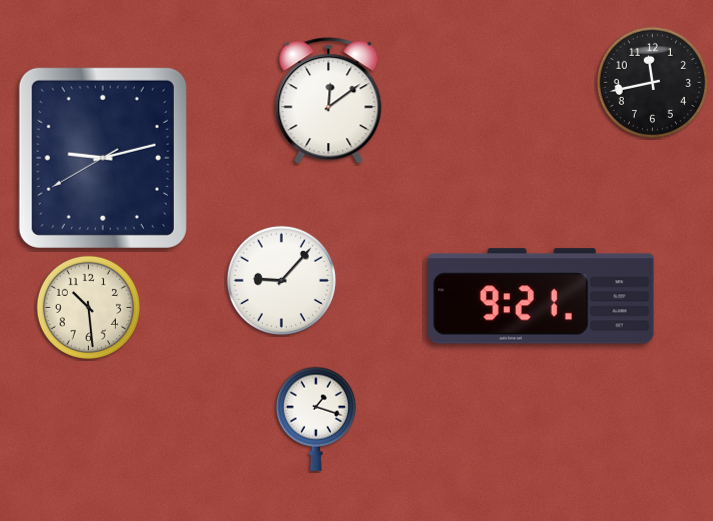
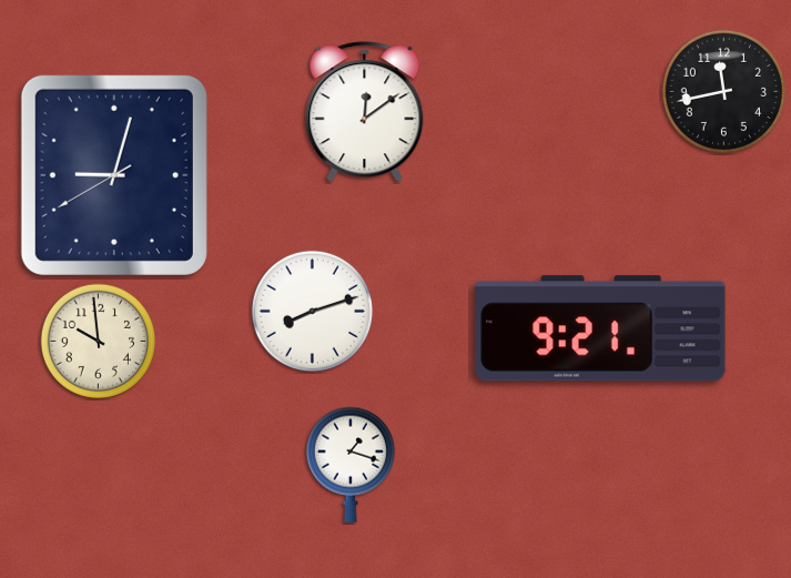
clock at (103, 158): 9:12 -> 9:02
clock at (281, 280): 9:07 -> 8:12
clock at (88, 307): 10:29 -> 9:59
